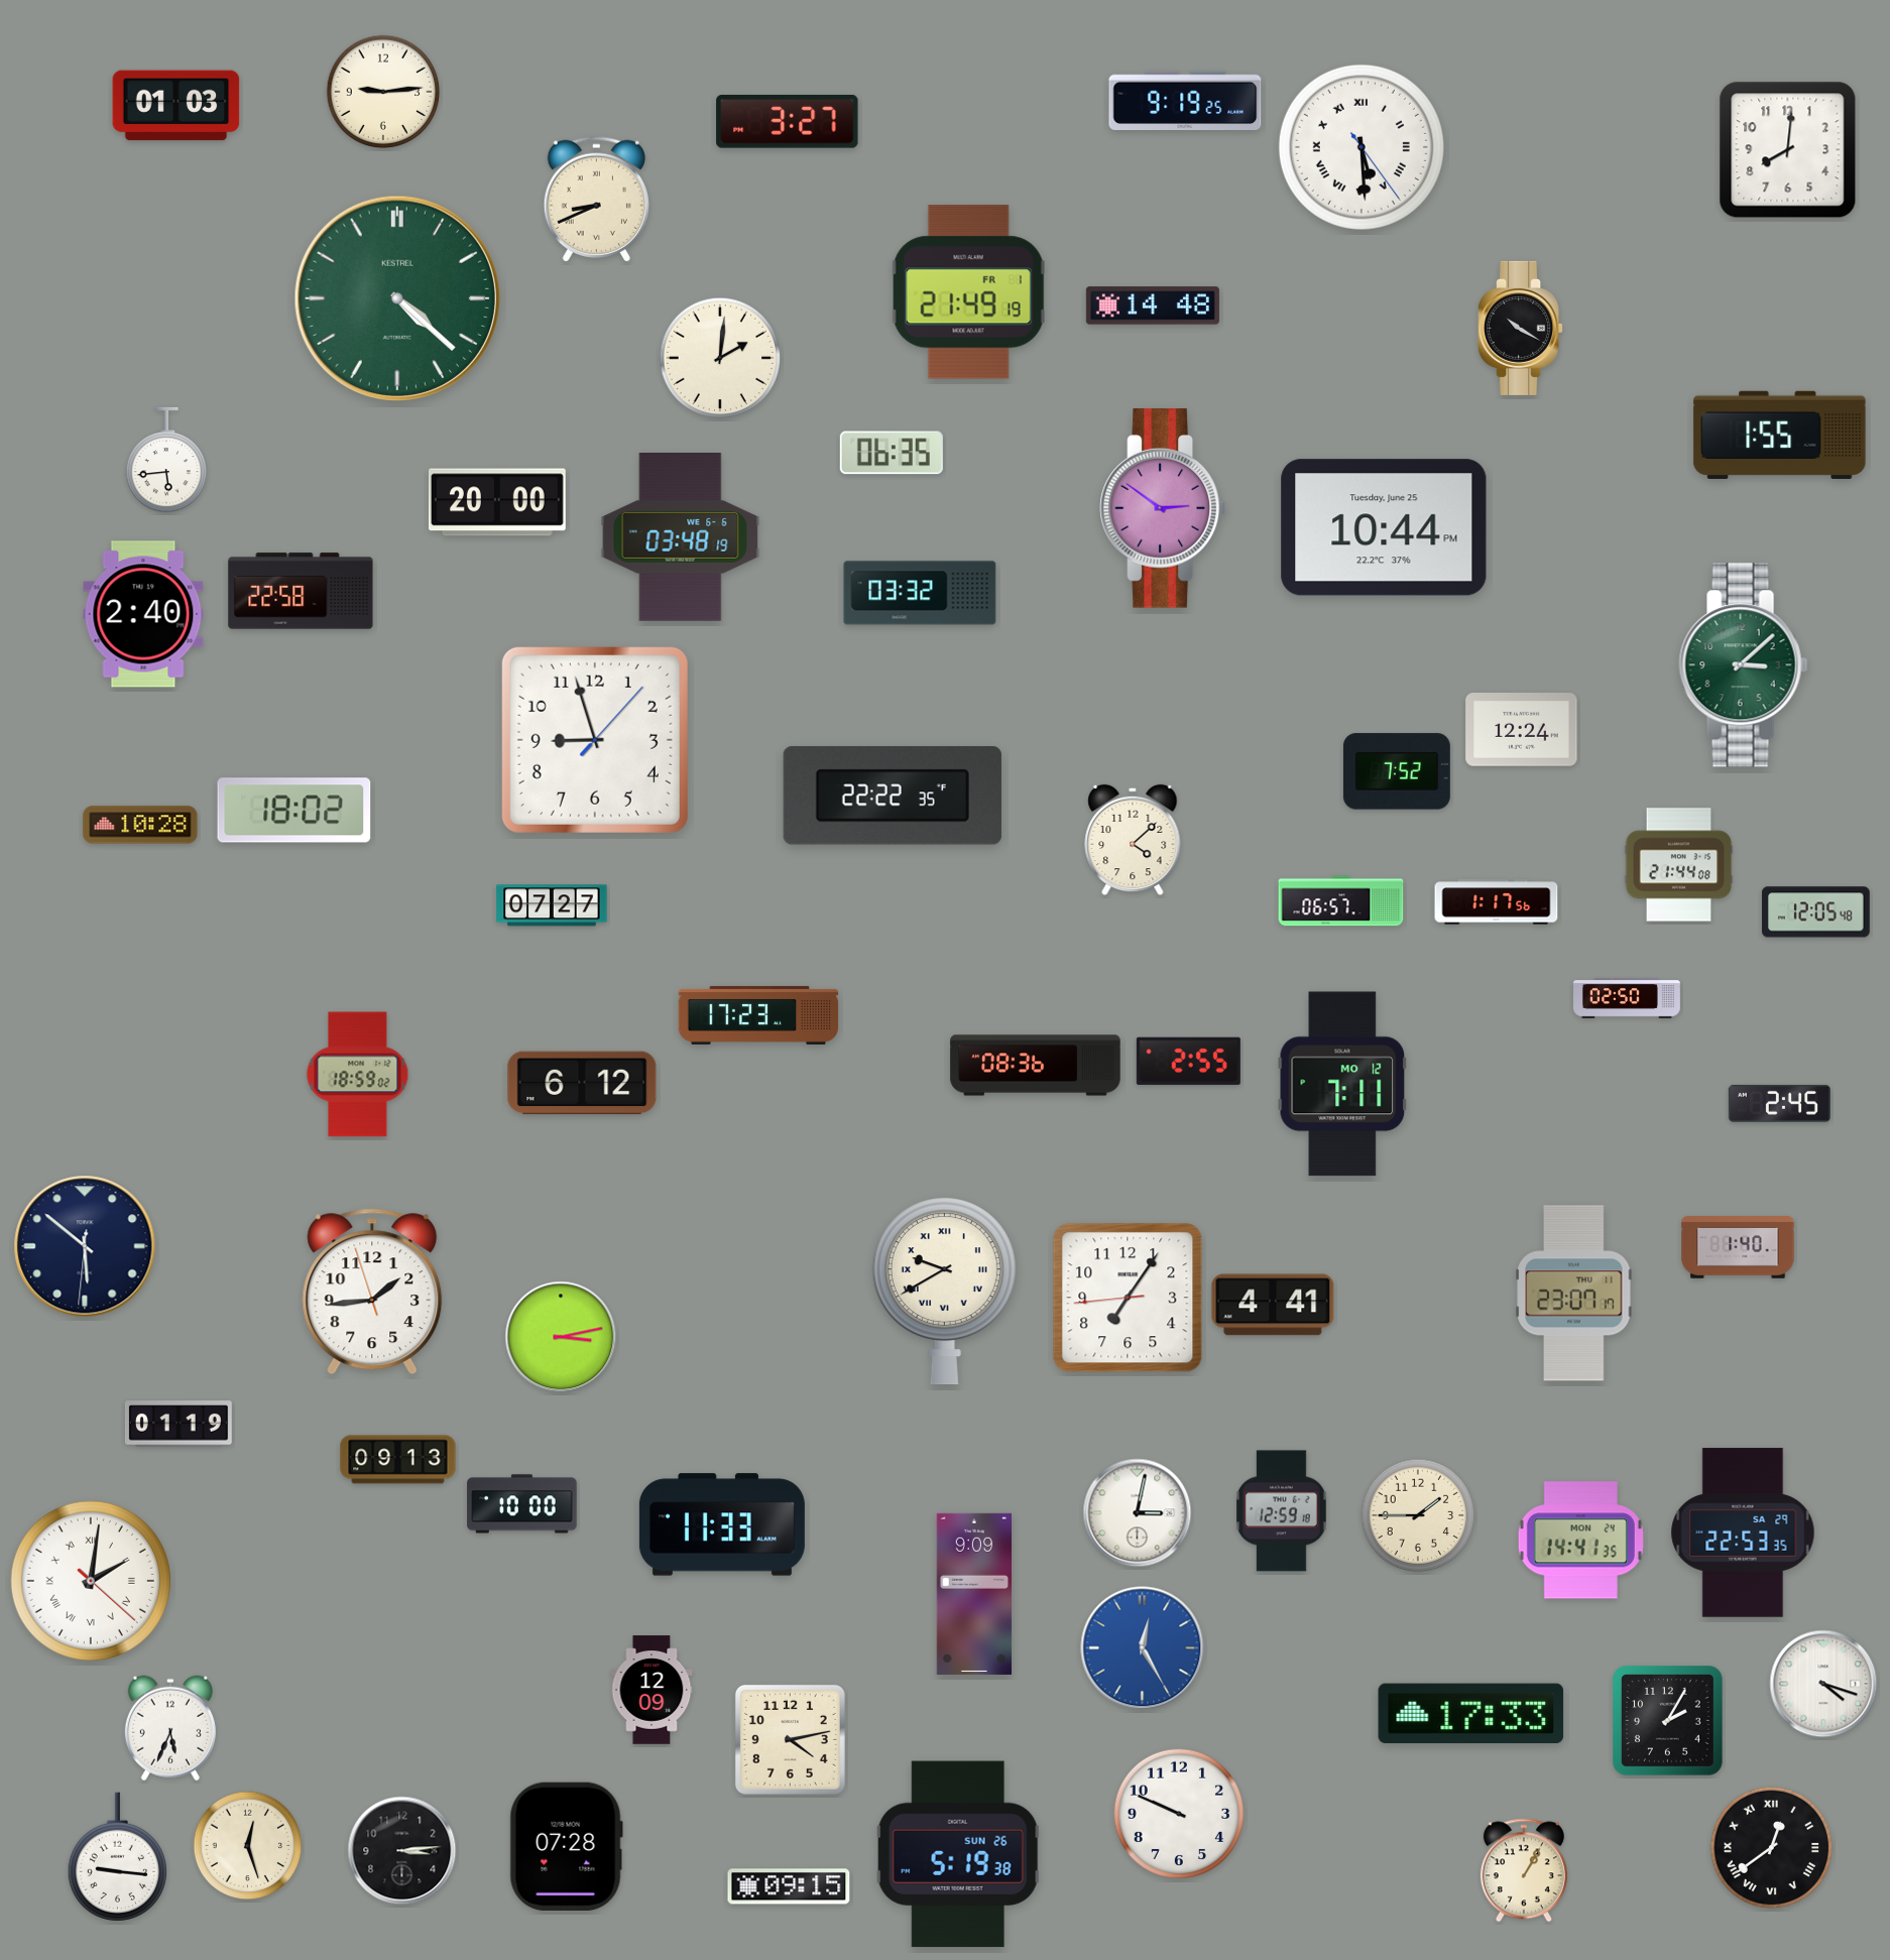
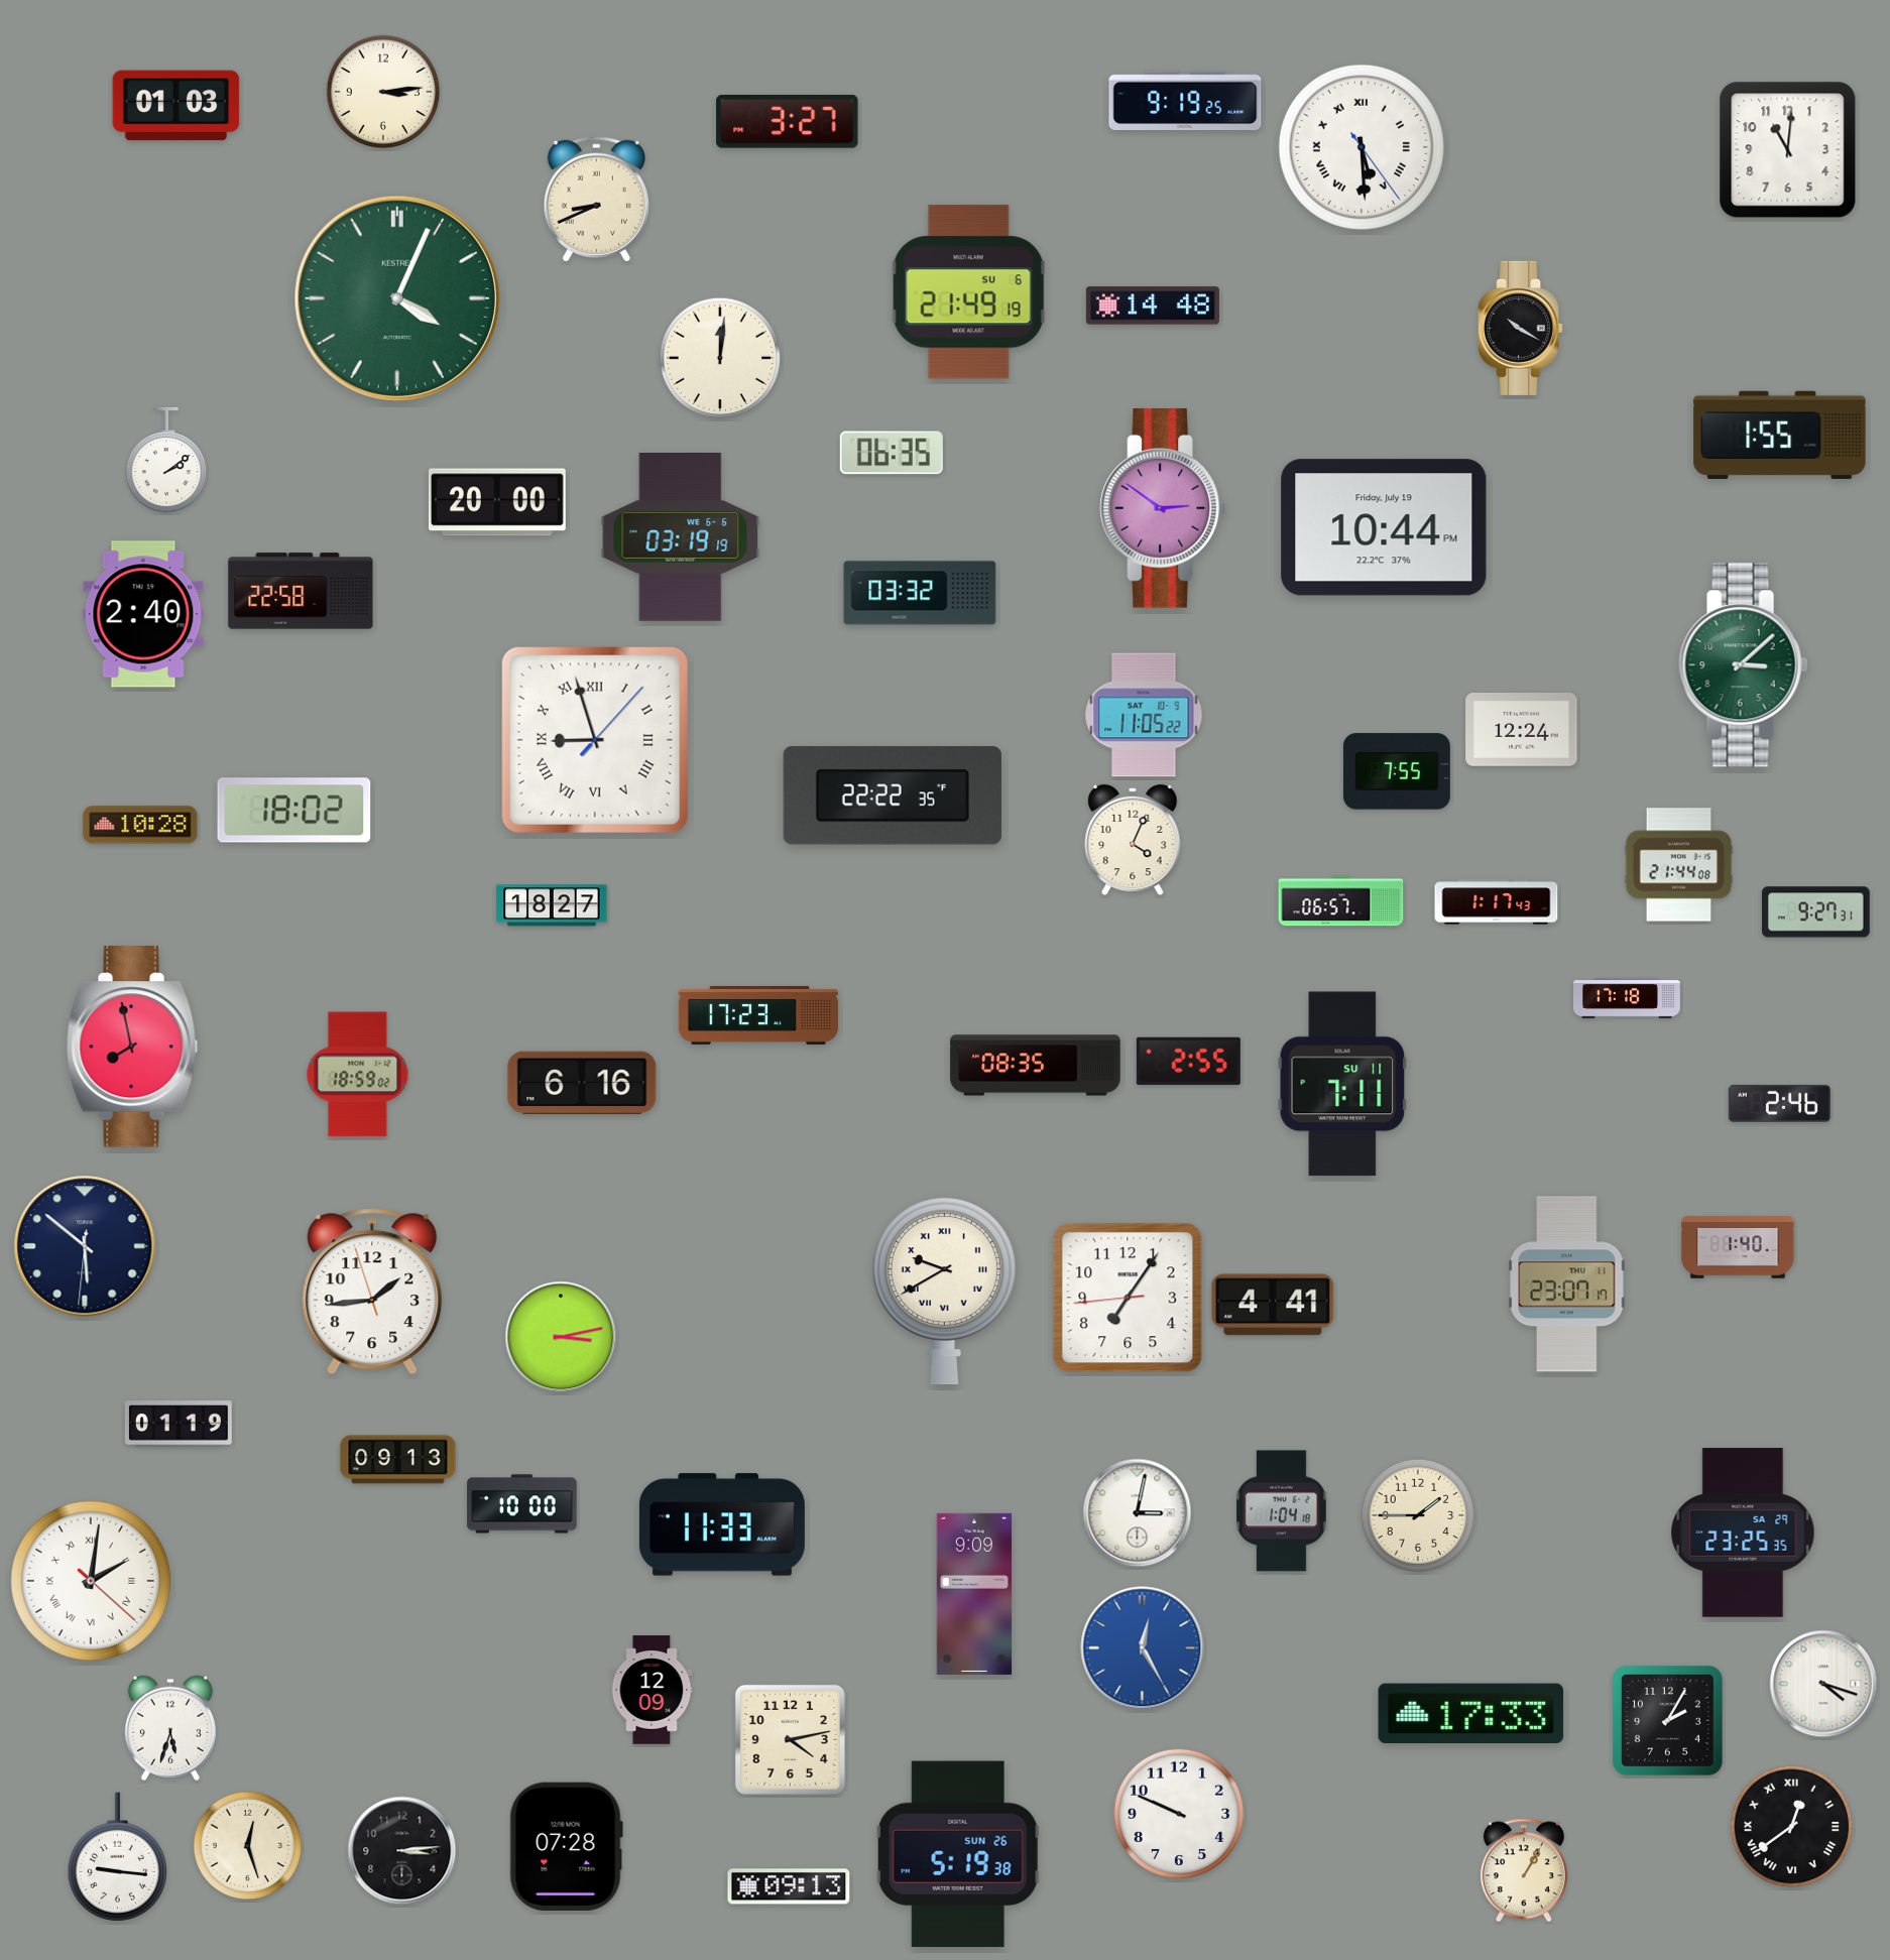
clock at (383, 92): 9:14 -> 3:14
clock at (1788, 150): 8:01 -> 11:01
clock at (968, 292) date: FR 1 -> SU 6
clock at (396, 297): 4:22 -> 4:04
clock at (720, 358): 2:01 -> 12:01
clock at (166, 460): 5:44 -> 2:09
clock at (1384, 527) date: Tuesday, June 25 -> Friday, July 19
clock at (681, 537): 03:48 -> 03:19
clock at (1144, 715): none -> 11:05
clock at (595, 740) numerals: Arabic -> Roman
clock at (1397, 771): 7:52 -> 7:55
clock at (1133, 840): 4:08 -> 4:04
clock at (1497, 902): 1:17:56 -> 1:17:43
clock at (552, 905): 07:27 -> 18:27
clock at (1815, 912): 12:05 -> 9:27
clock at (1628, 999): 02:50 -> 17:18
clock at (132, 1047): none -> 7:58
clock at (1036, 1066): 08:36 -> 08:35
clock at (582, 1083): 6:12 -> 6:16
clock at (1342, 1084) date: MO 12 -> SU 11
clock at (1779, 1103): 2:45 -> 2:46
clock at (1574, 1294) position: (1574, 1294) -> (1567, 1284)
clock at (1282, 1511): 12:59 -> 1:04
clock at (1743, 1533): 22:53 -> 23:25
clock at (1580, 1541): 14:41 -> none
clock at (170, 1728): 5:34 -> 5:33
clock at (1772, 1848) position: (1772, 1848) -> (1792, 1827)
clock at (789, 1886): 09:15 -> 09:13
